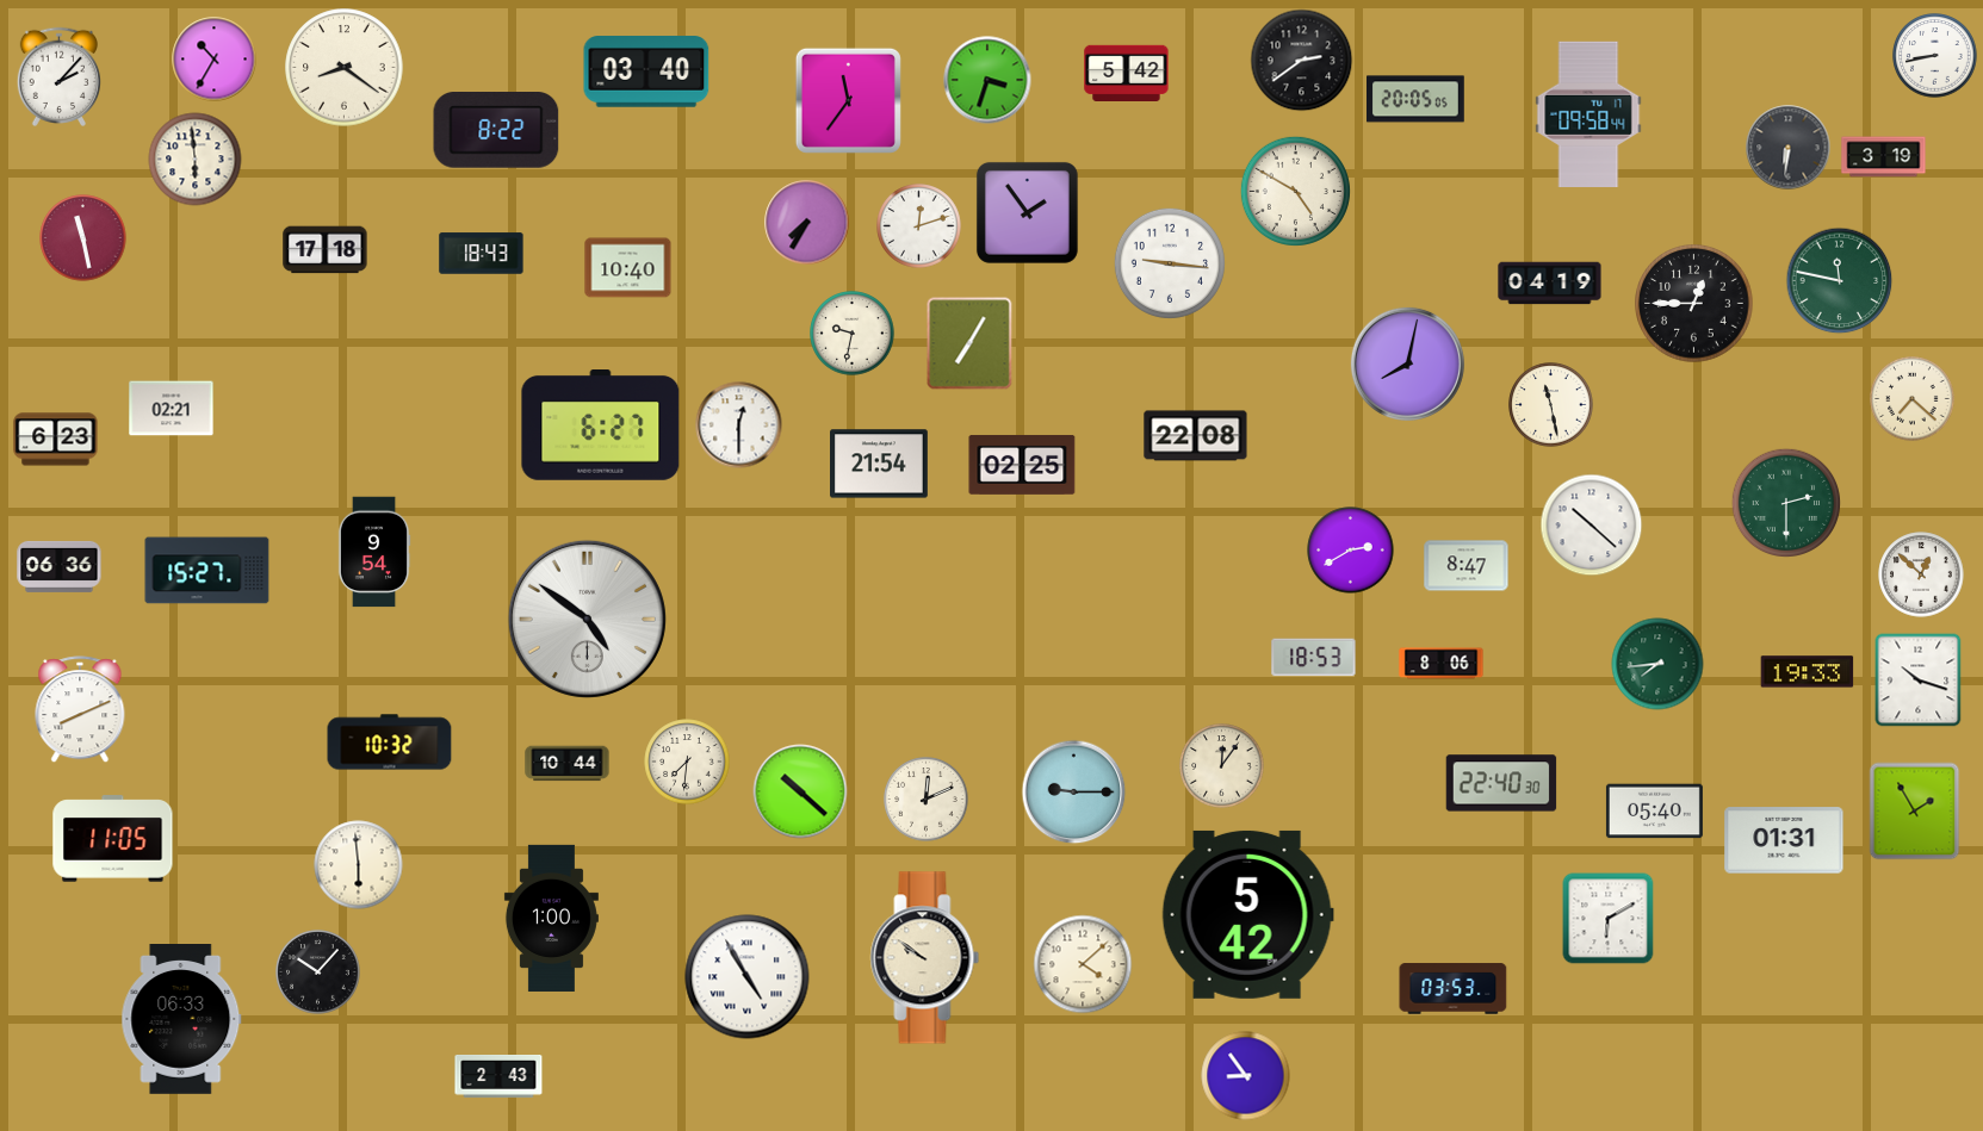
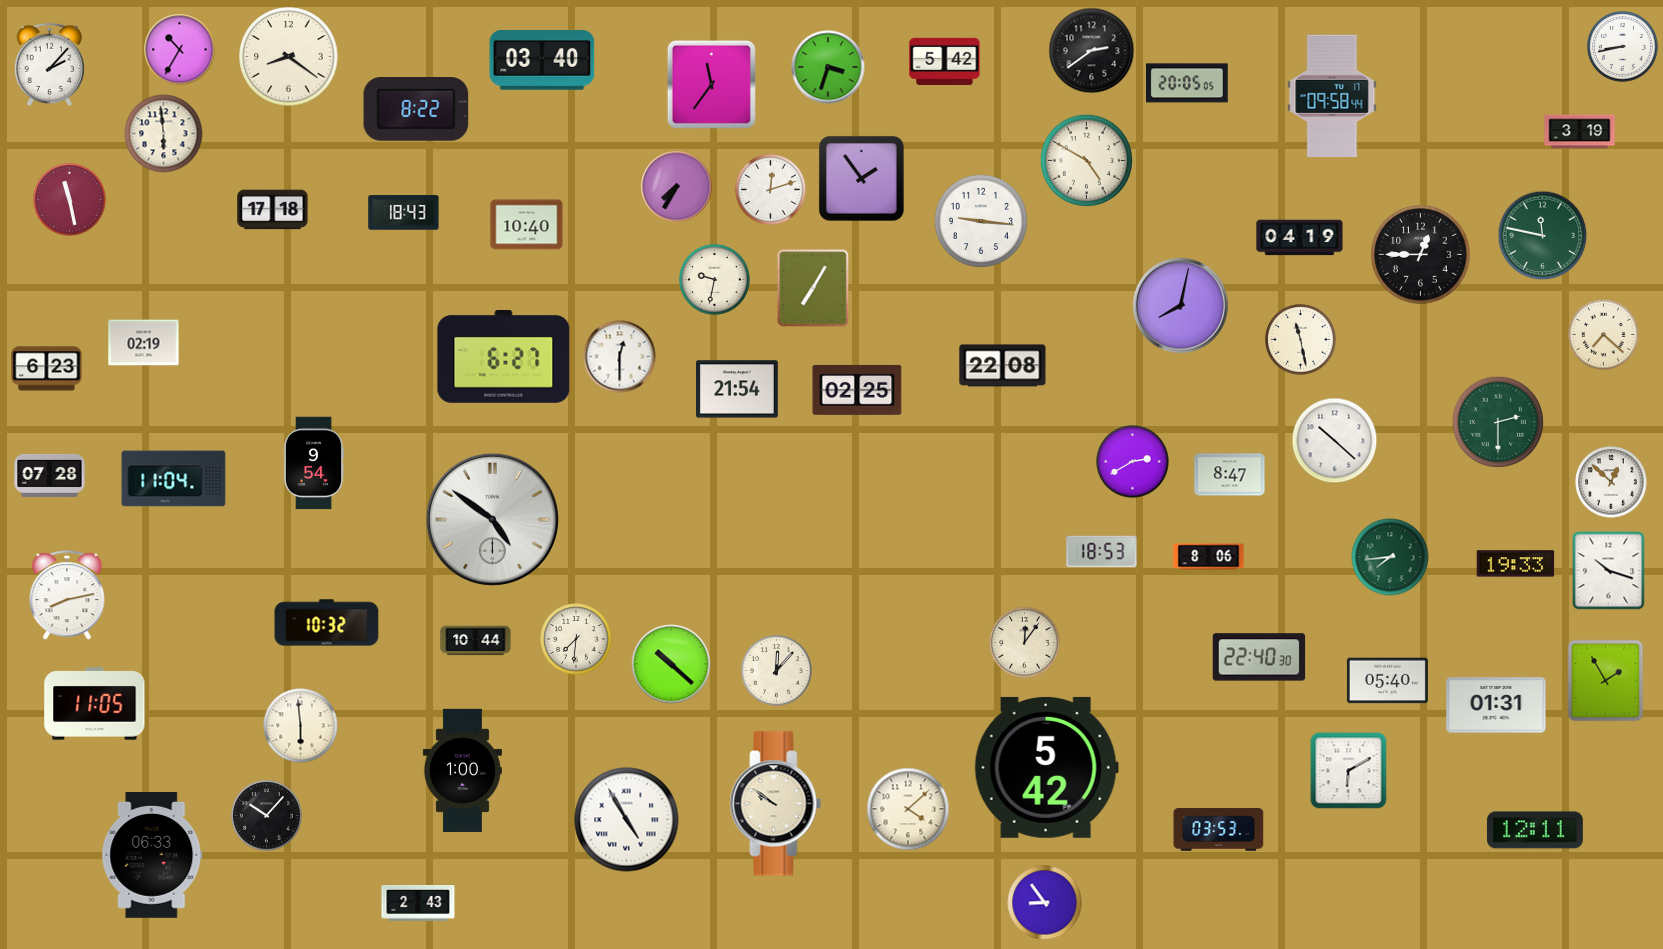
clock at (1789, 148): 6:31 -> none
clock at (172, 409): 02:21 -> 02:19
clock at (60, 566): 06:36 -> 07:28
clock at (207, 571): 15:27 -> 11:04
clock at (80, 710): 8:11 -> 8:13
clock at (1074, 793): 9:15 -> none
clock at (927, 800): 12:11 -> 12:07
clock at (1535, 830): none -> 12:11
